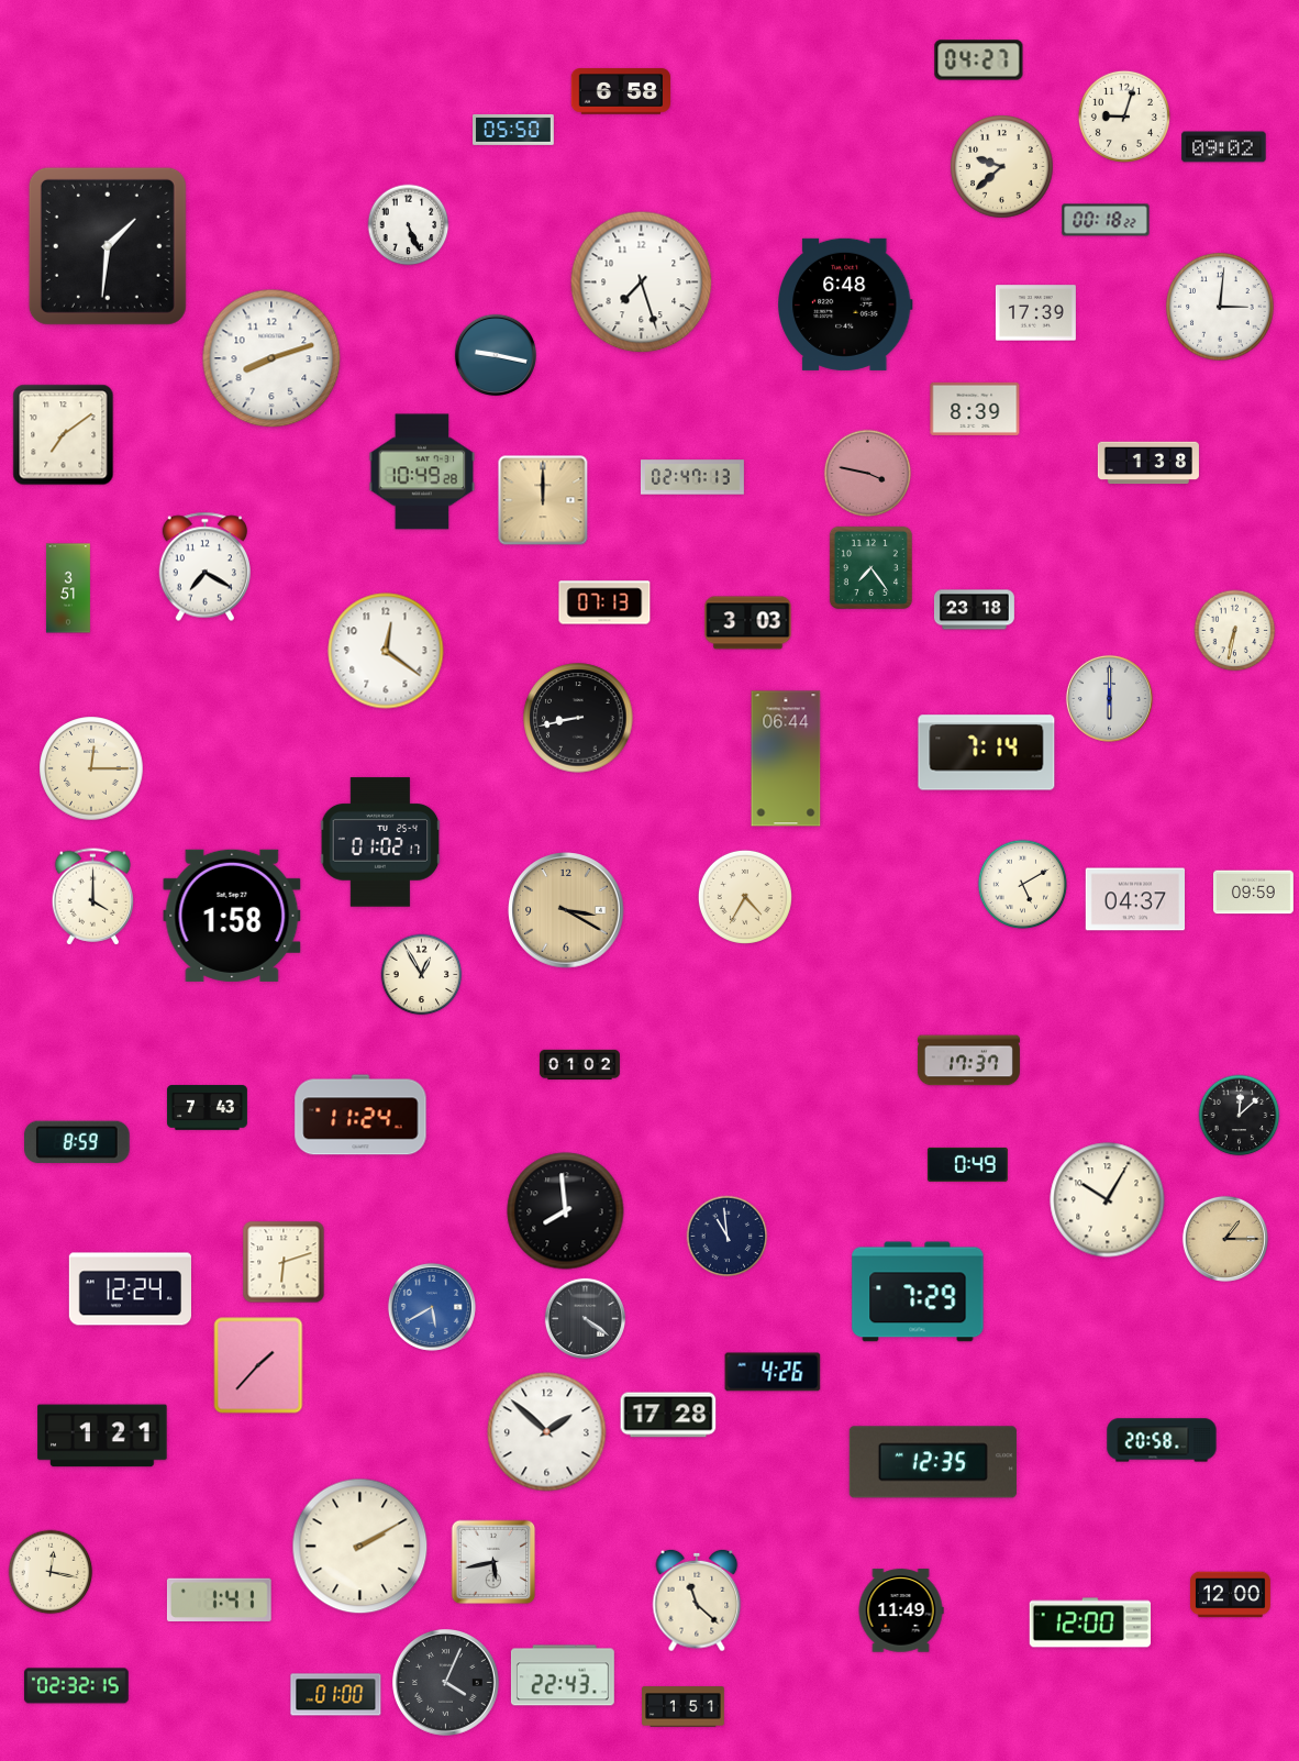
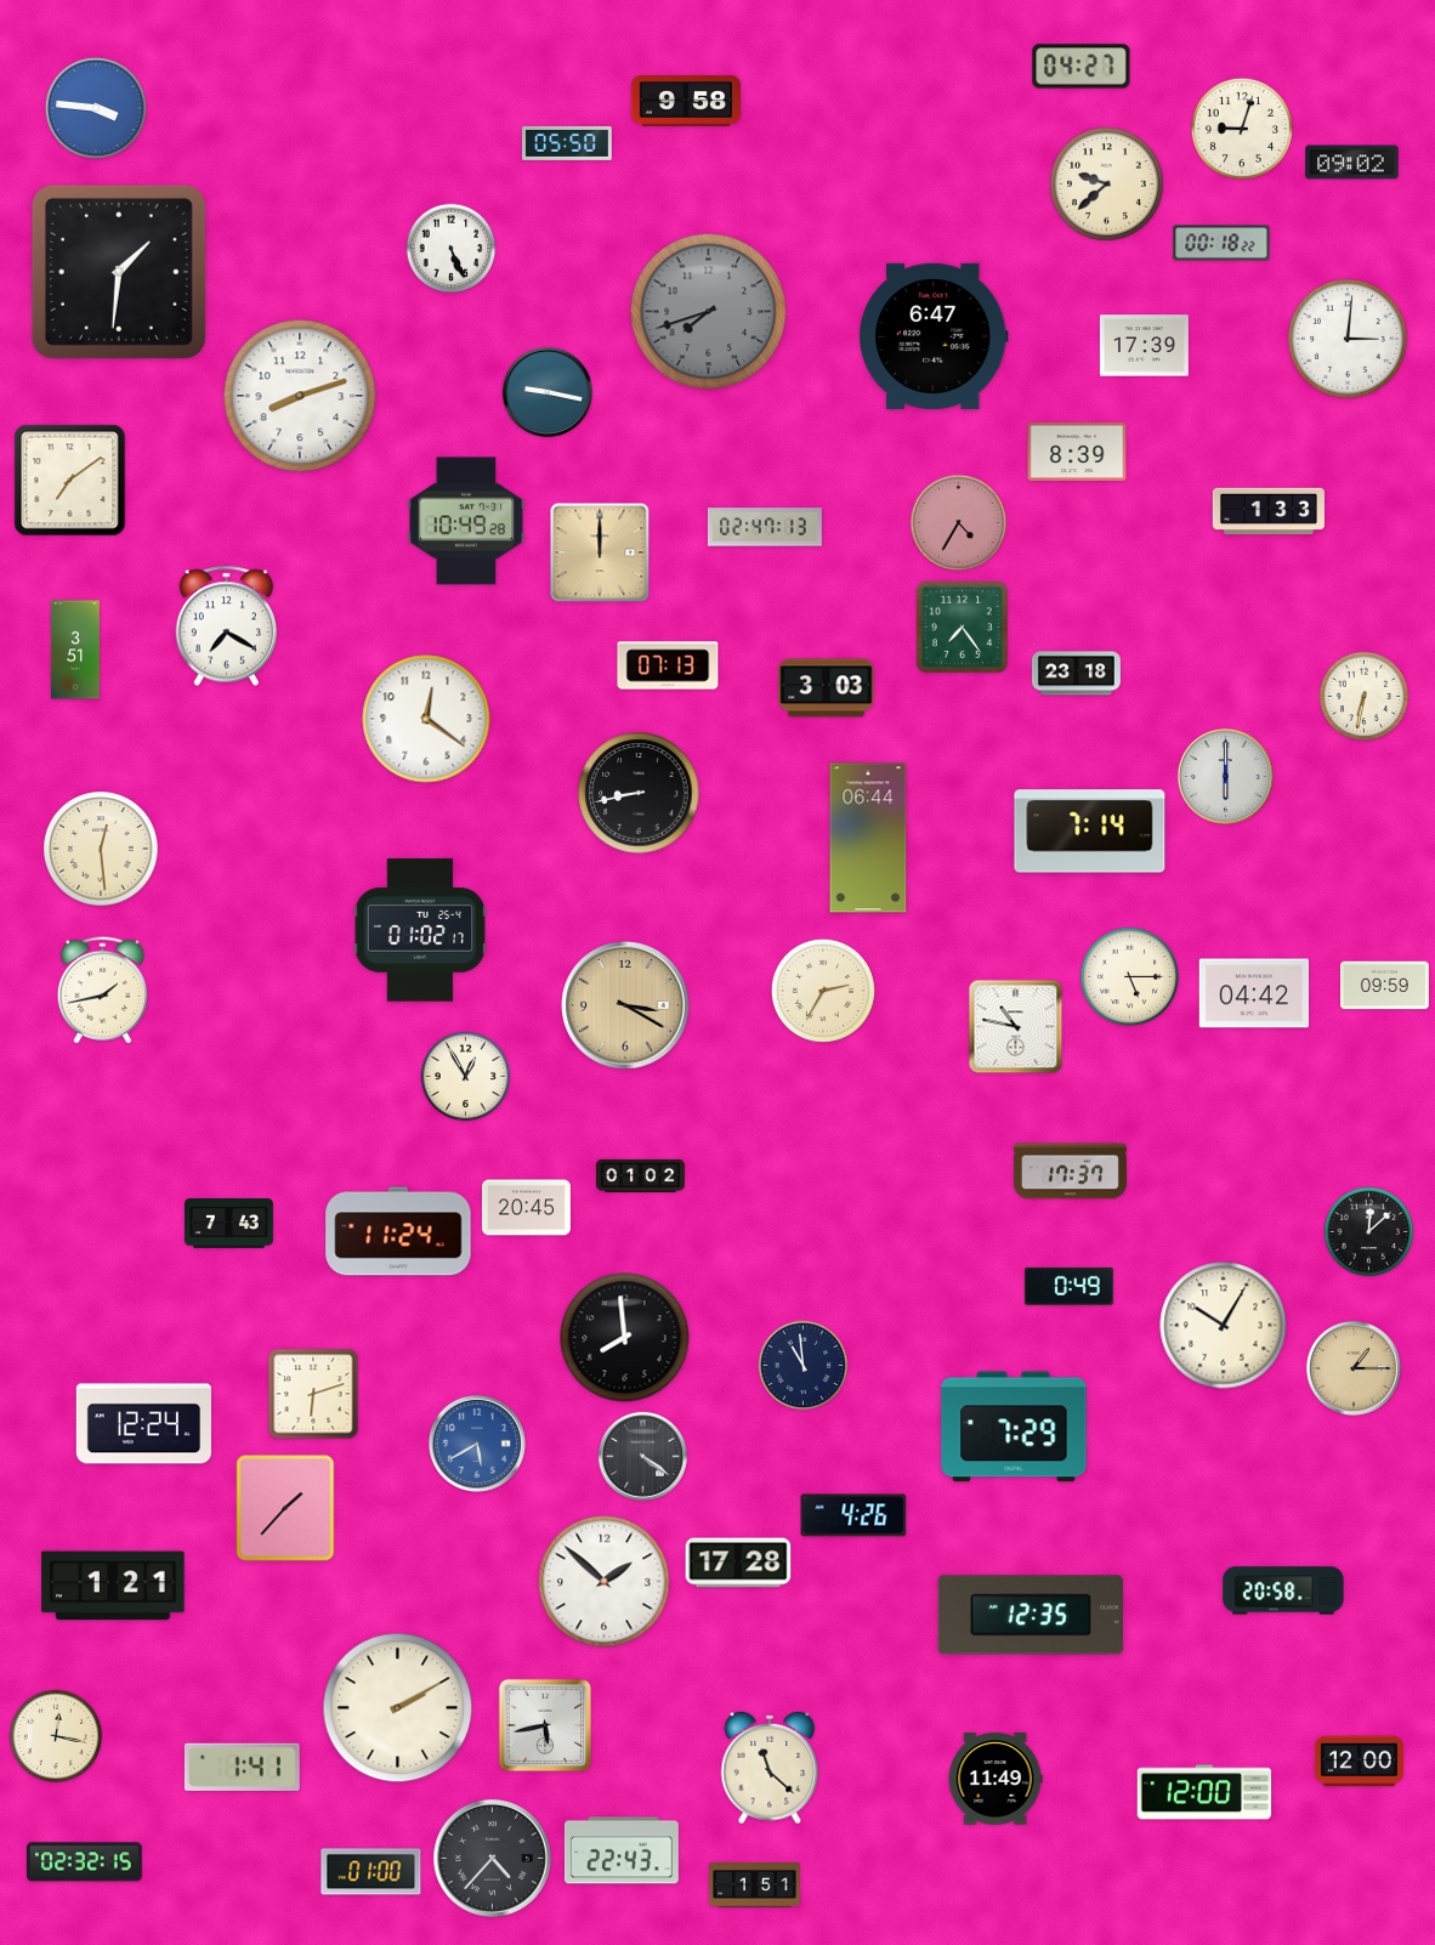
clock at (621, 91): 6:58 -> 9:58
clock at (96, 108): none -> 3:46
clock at (642, 283): 7:27 -> 7:42
clock at (642, 283) dial: white -> grey
clock at (846, 304): 6:48 -> 6:47
clock at (1148, 463): 1:38 -> 1:33
clock at (868, 474): 3:47 -> 4:35
clock at (1109, 698) position: (1109, 698) -> (1225, 776)
clock at (91, 768): 12:15 -> 12:29
clock at (1022, 884): 5:10 -> 5:15
clock at (93, 897): 4:00 -> 1:43
clock at (745, 897): 4:35 -> 2:35
clock at (1135, 899): 04:37 -> 04:42
clock at (232, 916): 1:58 -> none
clock at (1016, 1027): none -> 10:47
clock at (526, 1208): none -> 20:45
clock at (78, 1141): 8:59 -> none
clock at (585, 1318) position: (585, 1318) -> (642, 1456)
clock at (446, 1683): 4:04 -> 4:37
